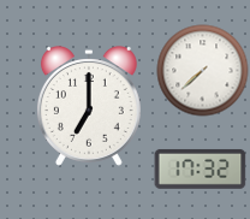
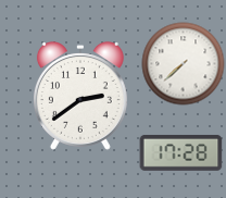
clock at (89, 107): 7:00 -> 2:39
clock at (201, 168): 17:32 -> 17:28
